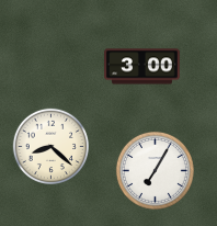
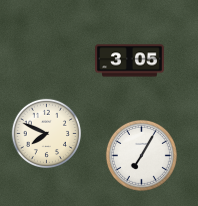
clock at (142, 67): 3:00 -> 3:05
clock at (50, 146): 8:22 -> 7:49
